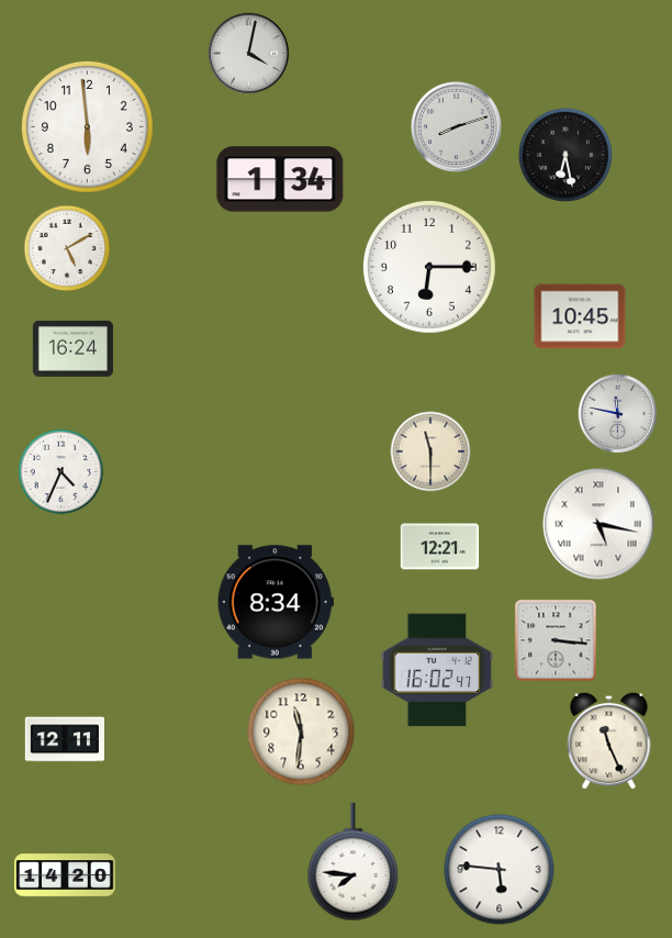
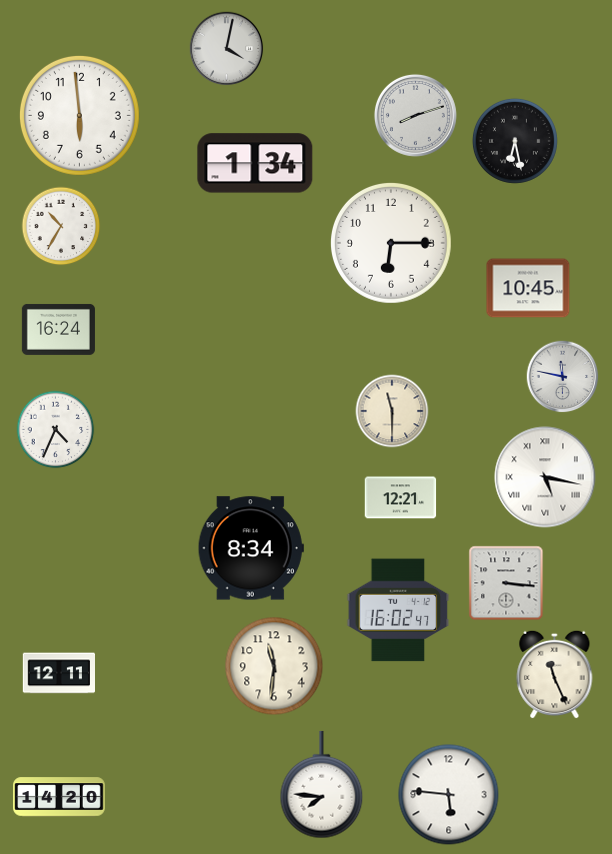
clock at (67, 248): 5:10 -> 10:35
clock at (72, 348) position: (72, 348) -> (58, 329)
clock at (500, 870) position: (500, 870) -> (449, 795)
